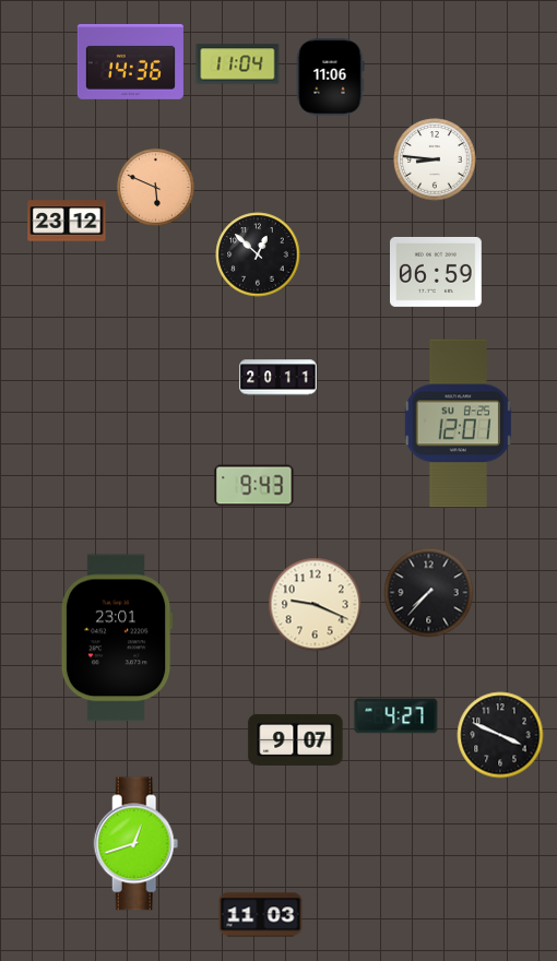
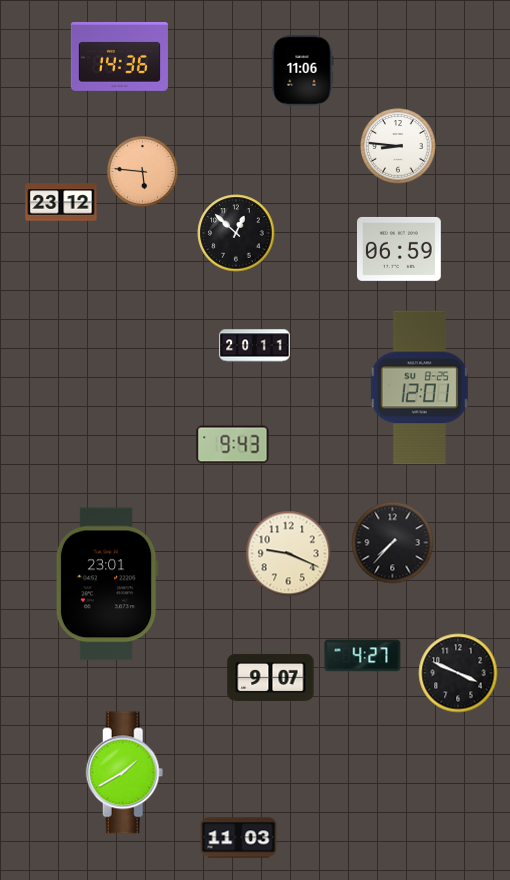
clock at (238, 64): 11:04 -> none
clock at (155, 187): 5:49 -> 5:46
clock at (137, 844): 12:42 -> 1:40
